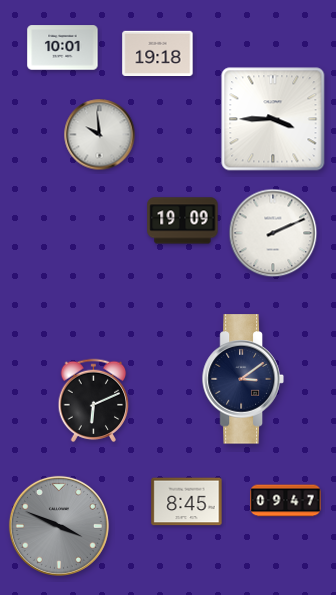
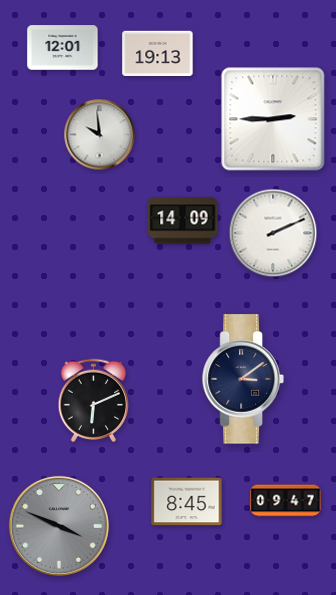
clock at (63, 48): 10:01 -> 12:01
clock at (158, 53): 19:18 -> 19:13
clock at (273, 119): 3:45 -> 2:45
clock at (183, 221): 19:09 -> 14:09
